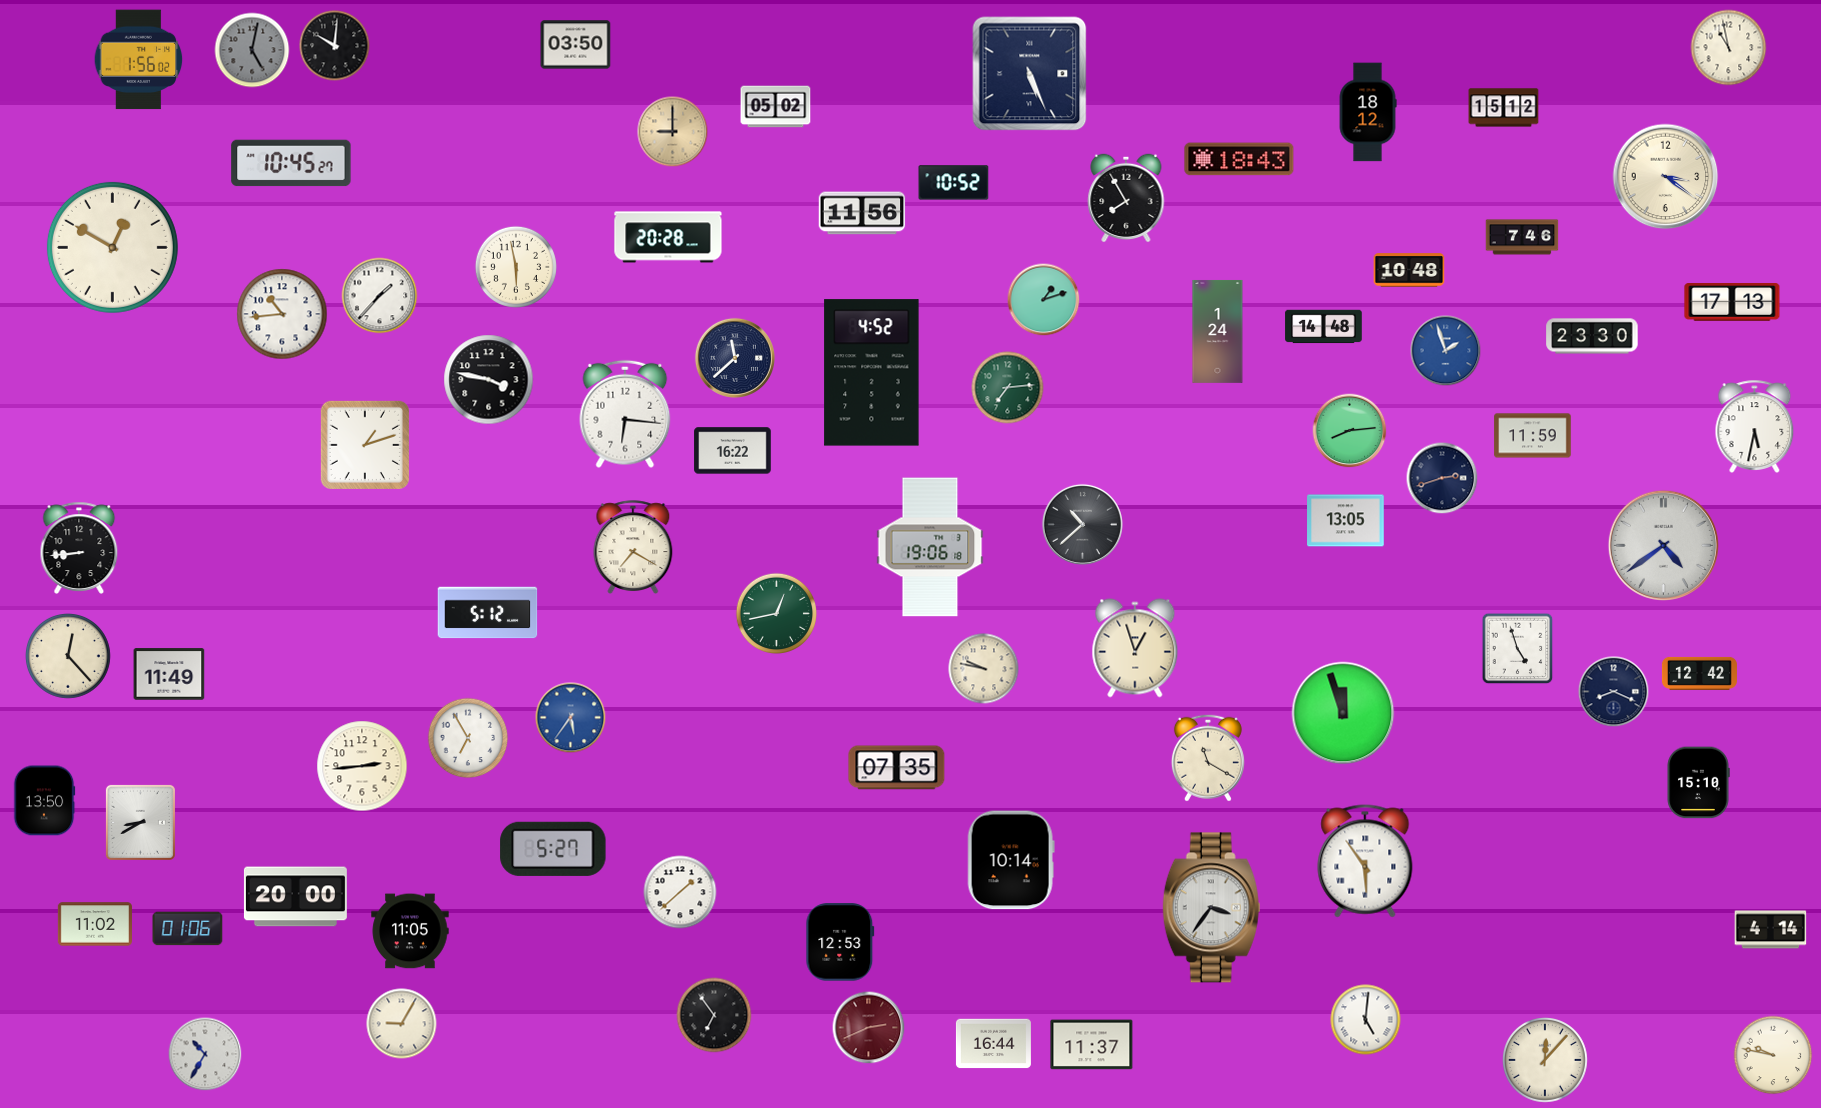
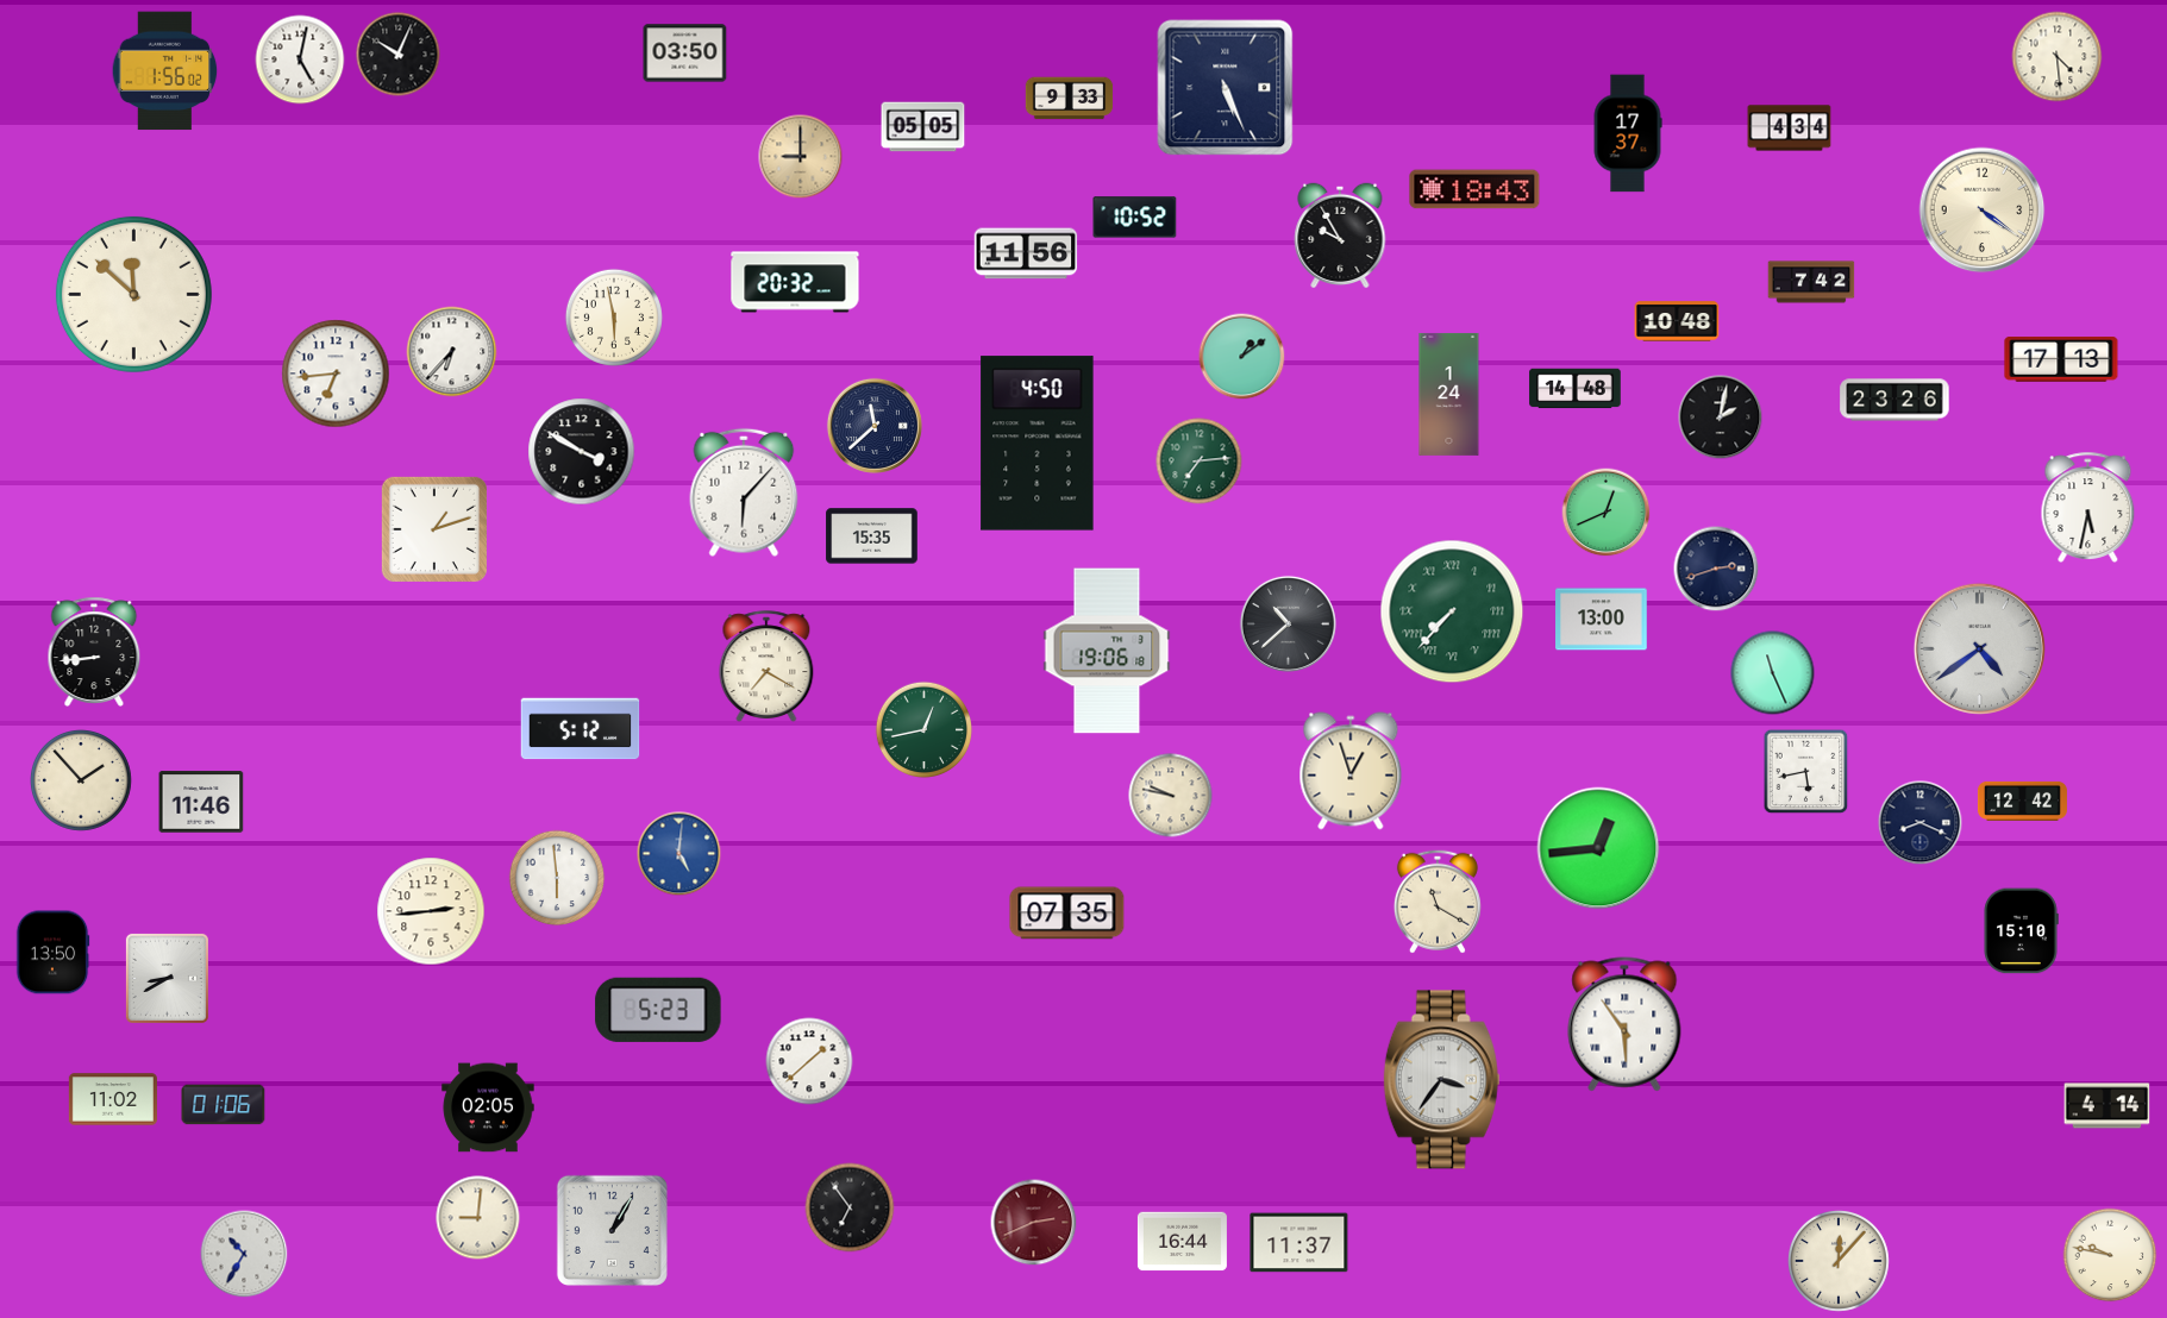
clock at (335, 46): 10:01 -> 10:04
clock at (1729, 48): 10:58 -> 4:29
clock at (252, 50) dial: grey -> white
clock at (1070, 99): none -> 9:33
clock at (776, 107): 05:02 -> 05:05
clock at (1504, 108): 15:12 -> 4:34
clock at (1368, 112): 18:12 -> 17:37
clock at (291, 163): 10:45 -> none
clock at (1666, 177): 3:21 -> 4:21
clock at (1126, 198): 7:55 -> 9:55
clock at (668, 237): 20:28 -> 20:32
clock at (1522, 237): 7:46 -> 7:42
clock at (112, 247): 12:50 -> 11:52
clock at (380, 296): 1:37 -> 6:37
clock at (1044, 300): 1:12 -> 1:09
clock at (282, 314): 10:44 -> 6:44
clock at (1592, 336): 23:30 -> 23:26
clock at (1446, 351): 1:57 -> 2:02
clock at (1446, 351) dial: blue -> black
clock at (872, 373): 4:52 -> 4:50
clock at (489, 380): 3:47 -> 3:50
clock at (625, 414): 6:16 -> 6:07
clock at (1350, 431): 8:14 -> 12:41
clock at (1533, 436): 11:59 -> none
clock at (733, 451): 16:22 -> 15:35
clock at (1452, 611): none -> 7:37
clock at (1346, 521): 13:05 -> 13:00
clock at (633, 547) position: (633, 547) -> (766, 666)
clock at (1773, 673): none -> 11:26
clock at (1518, 649): 4:57 -> 5:43
clock at (69, 657): 12:23 -> 1:53
clock at (169, 674): 11:49 -> 11:46
clock at (1343, 713): 11:57 -> 12:44
clock at (571, 718): 5:36 -> 5:01
clock at (468, 738): 6:55 -> 5:59
clock at (553, 849): 5:27 -> 5:23
clock at (1011, 860): 10:14 -> none
clock at (295, 897): 20:00 -> none
clock at (410, 931): 11:05 -> 02:05
clock at (840, 942): 12:53 -> none
clock at (1366, 1020): 5:01 -> none
clock at (402, 1024): 9:05 -> 9:01
clock at (612, 1230): none -> 1:05
